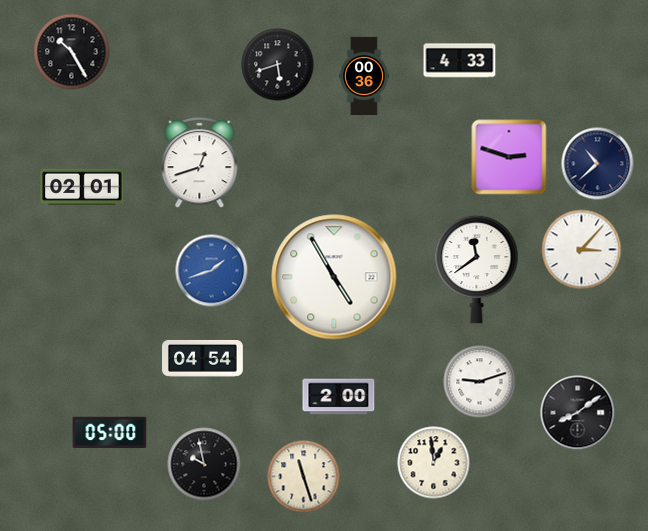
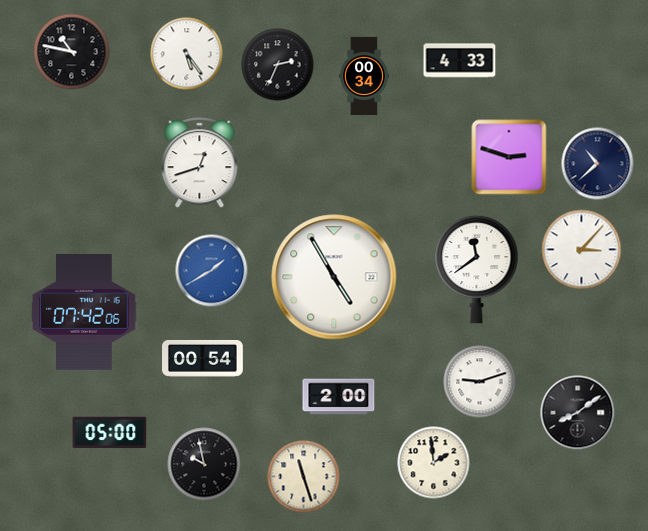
clock at (72, 52): 10:25 -> 10:47
clock at (187, 54): none -> 5:24
clock at (278, 65): 5:42 -> 2:34
clock at (365, 75): 00:36 -> 00:34
clock at (82, 187): 02:01 -> none
clock at (212, 271): 1:42 -> 1:40
clock at (84, 312): none -> 07:42
clock at (203, 358): 04:54 -> 00:54
clock at (434, 463): 12:59 -> 1:59
